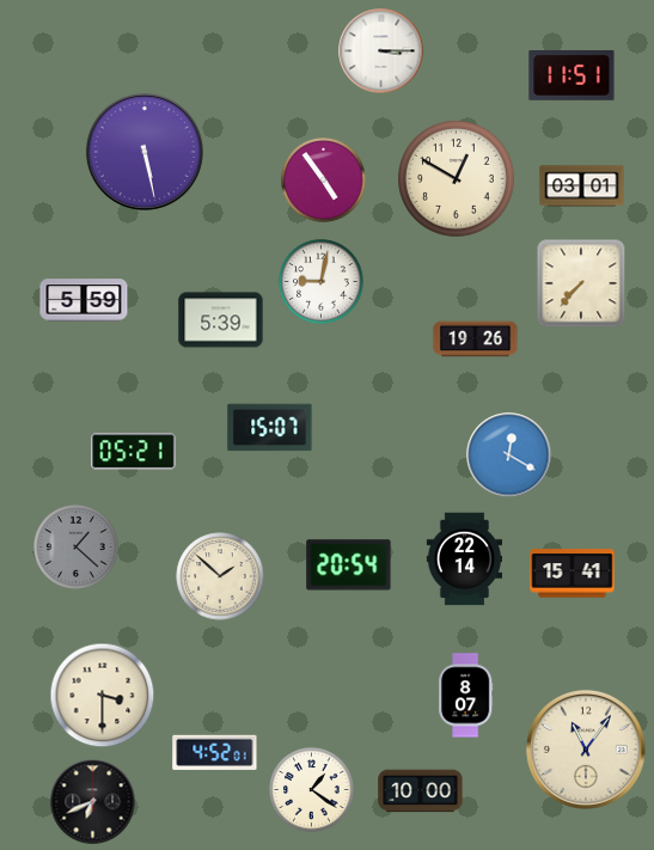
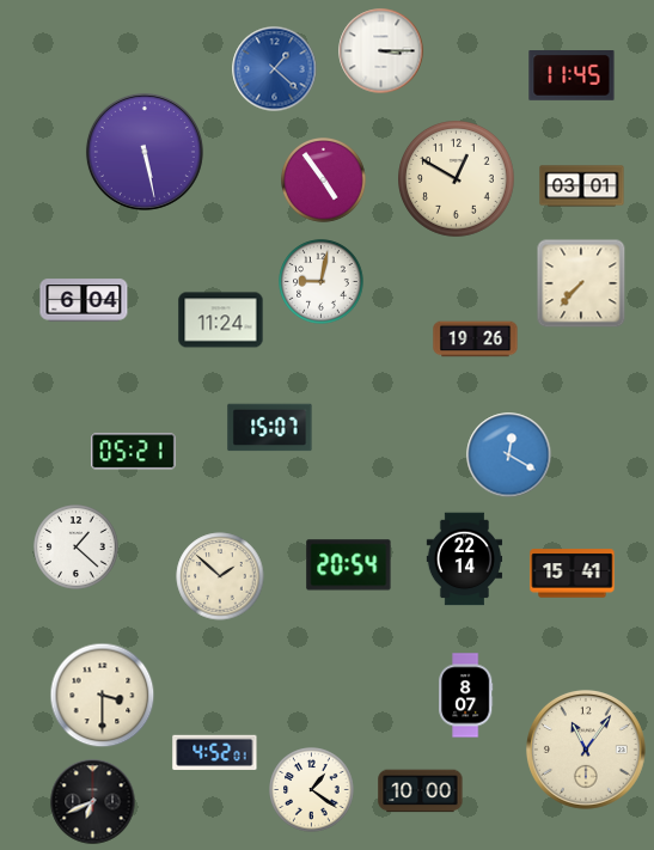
clock at (275, 69): none -> 1:22
clock at (572, 77): 11:51 -> 11:45
clock at (84, 300): 5:59 -> 6:04
clock at (221, 320): 5:39 -> 11:24
clock at (77, 548) dial: grey -> white
